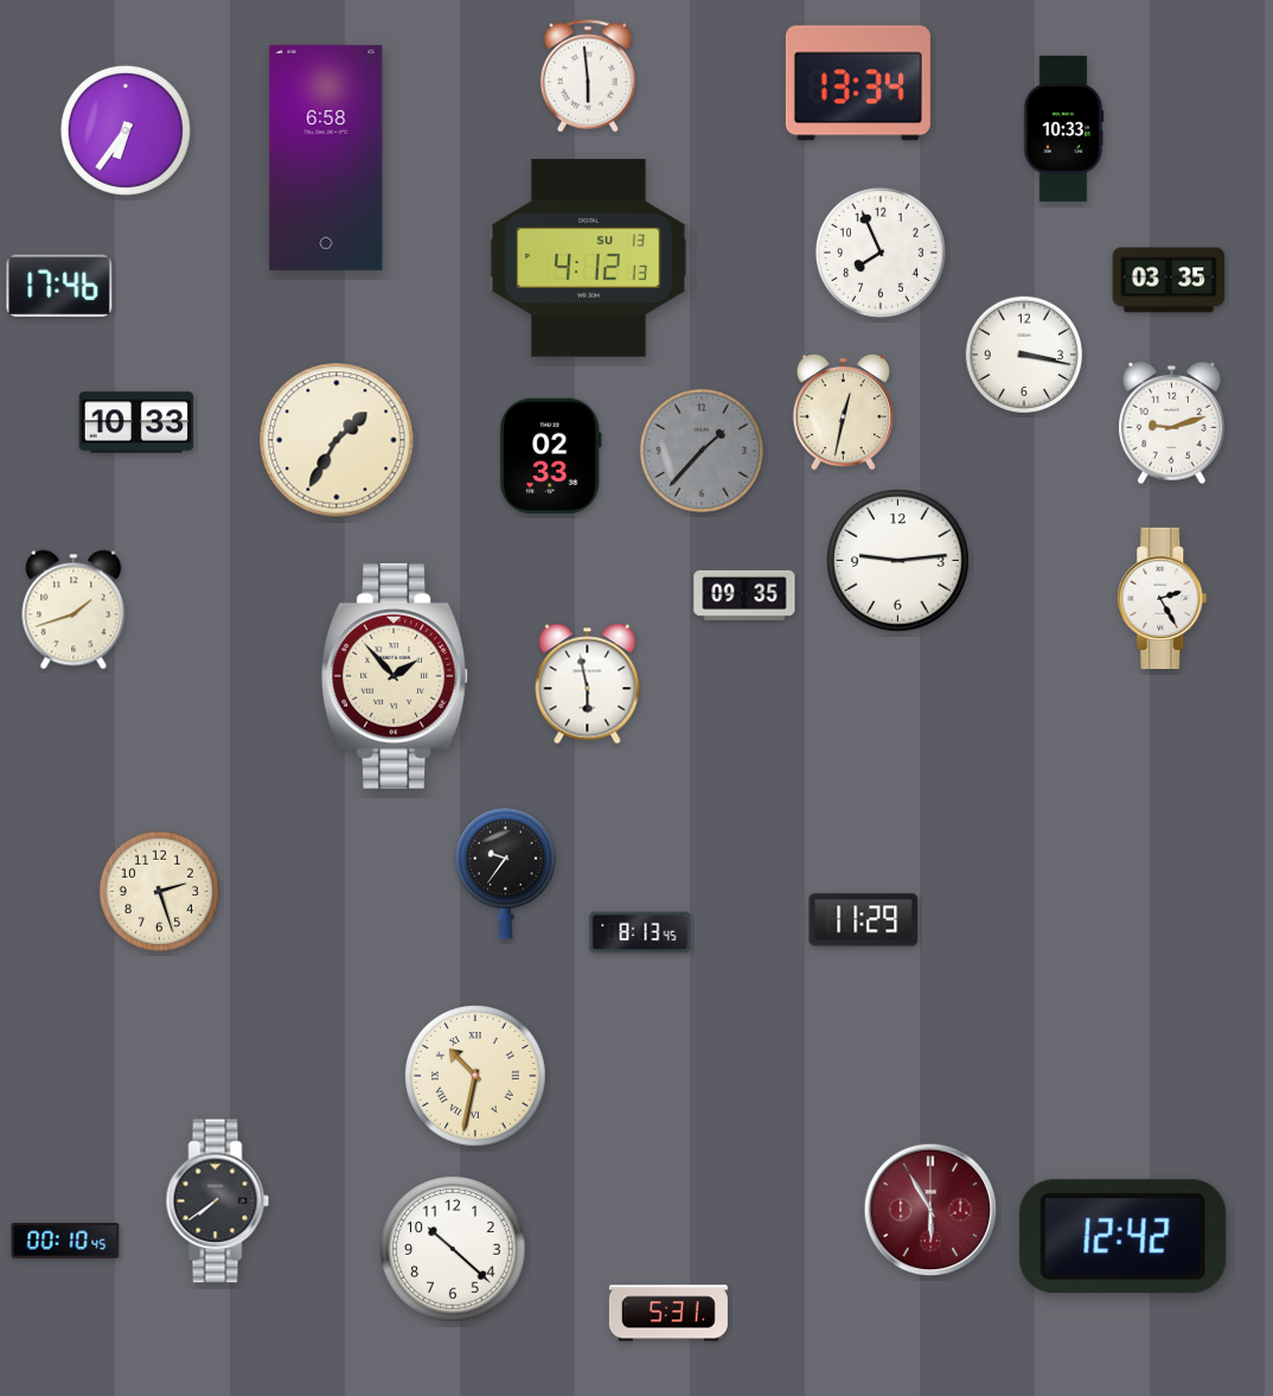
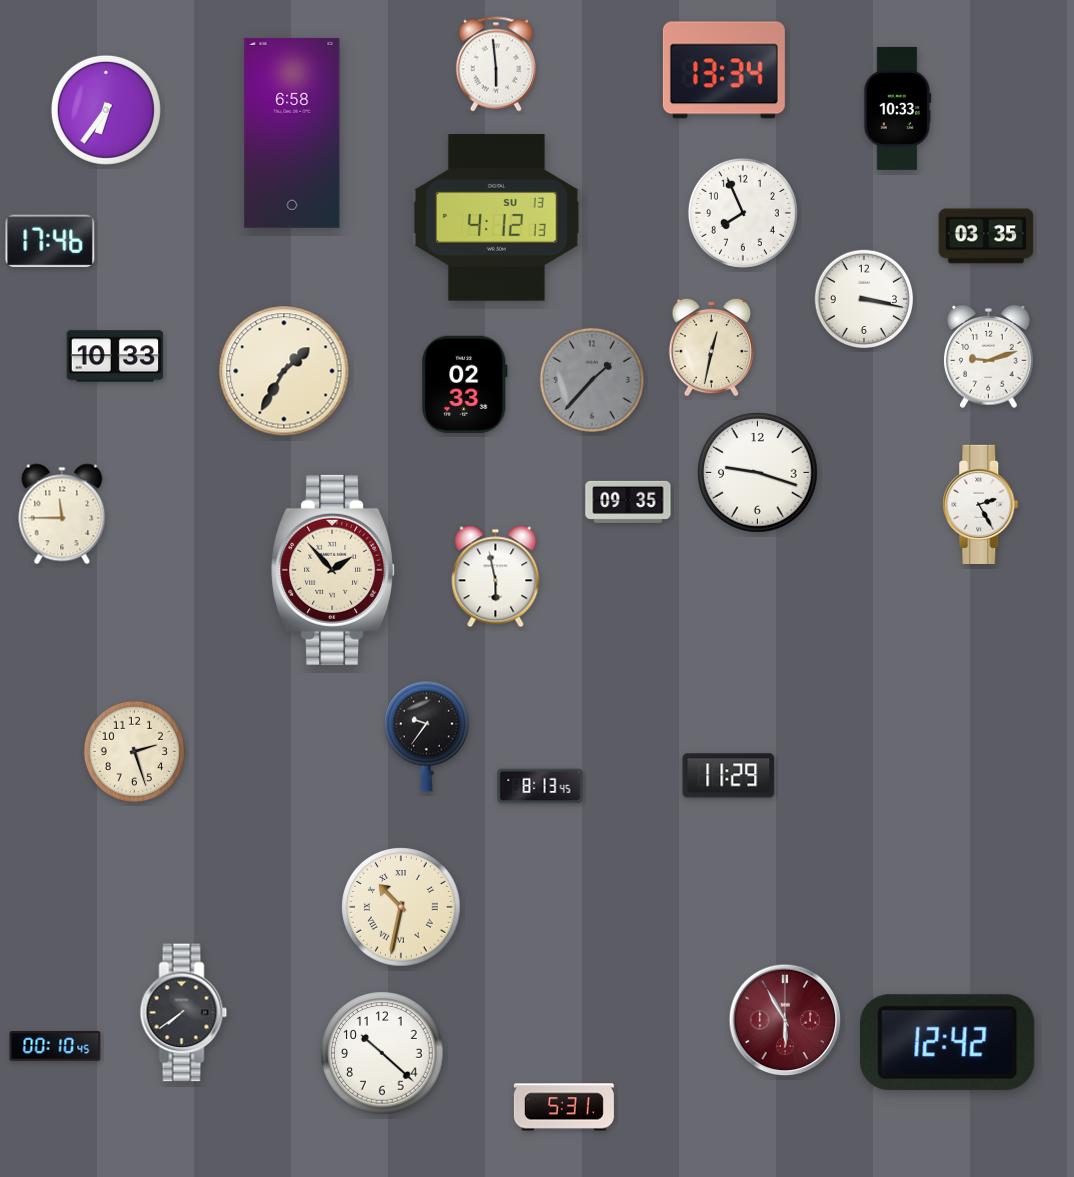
clock at (326, 158) position: (326, 158) -> (292, 133)
clock at (898, 561): 9:14 -> 9:18
clock at (73, 610): 1:42 -> 11:45
